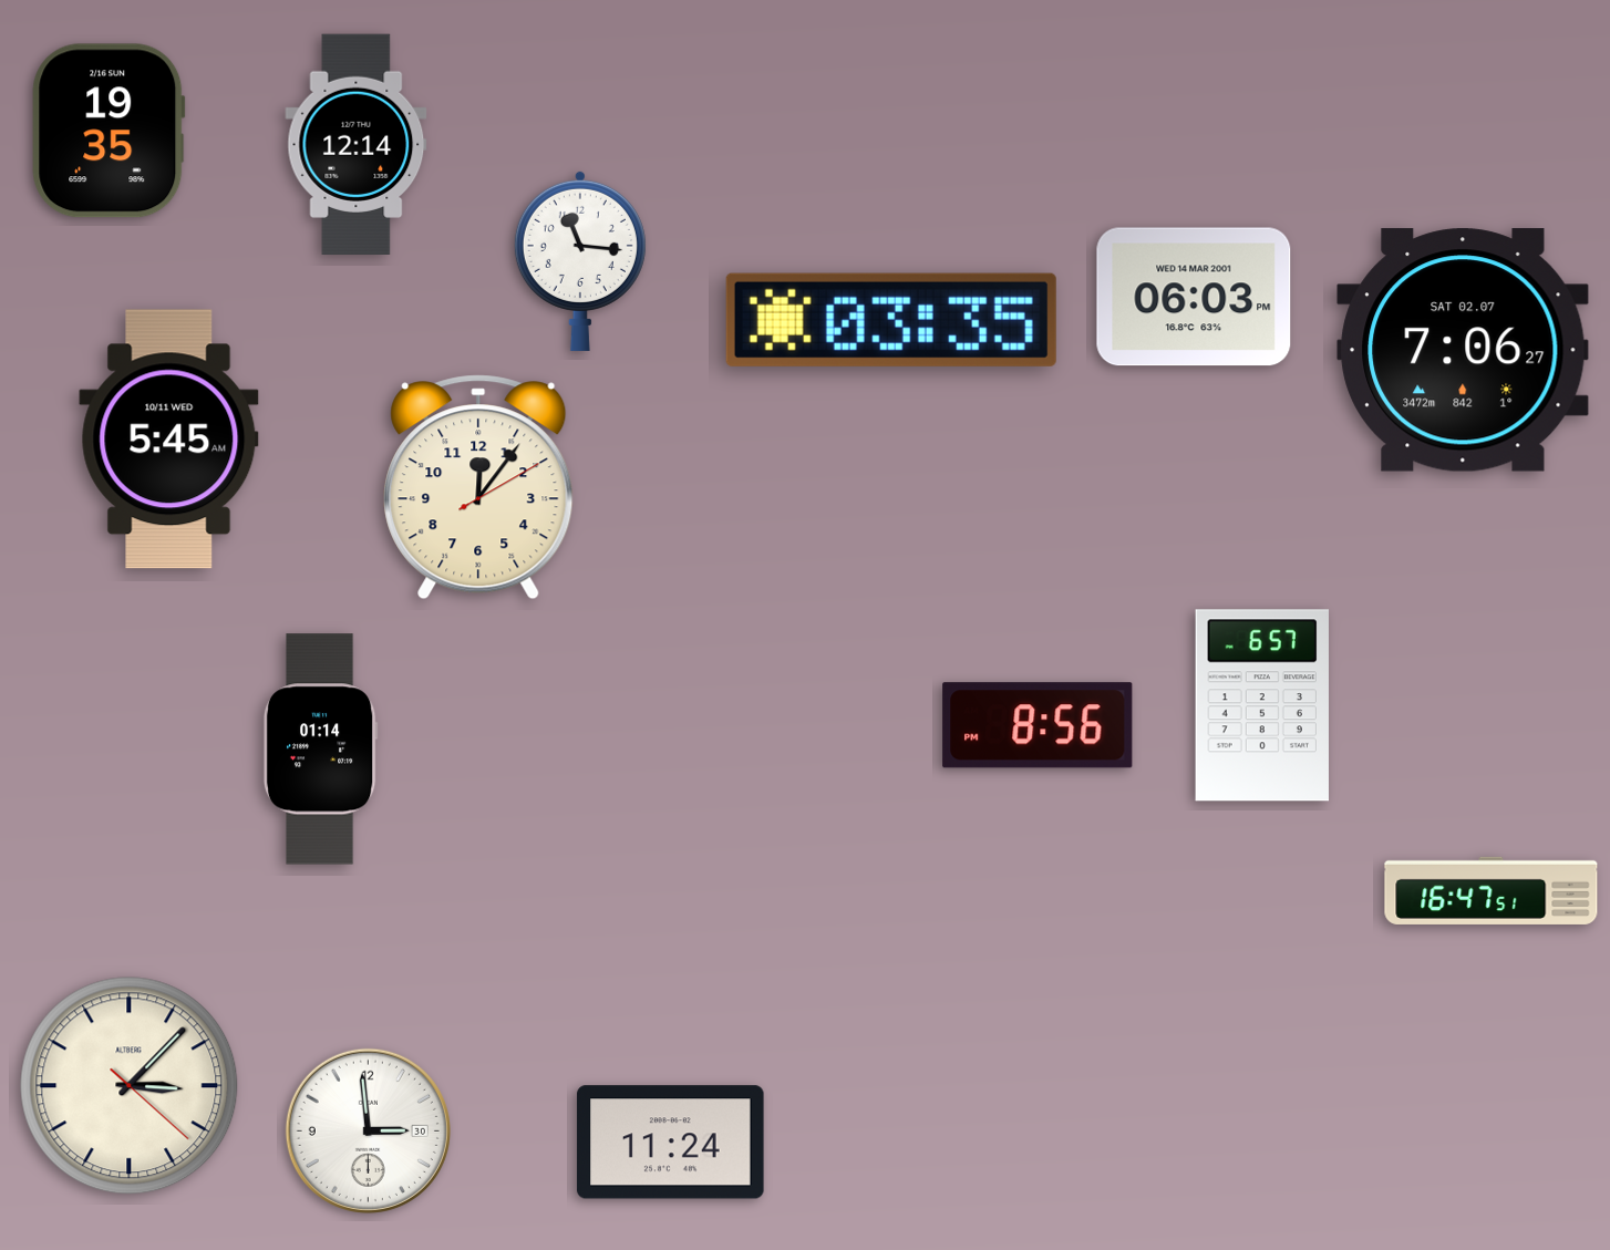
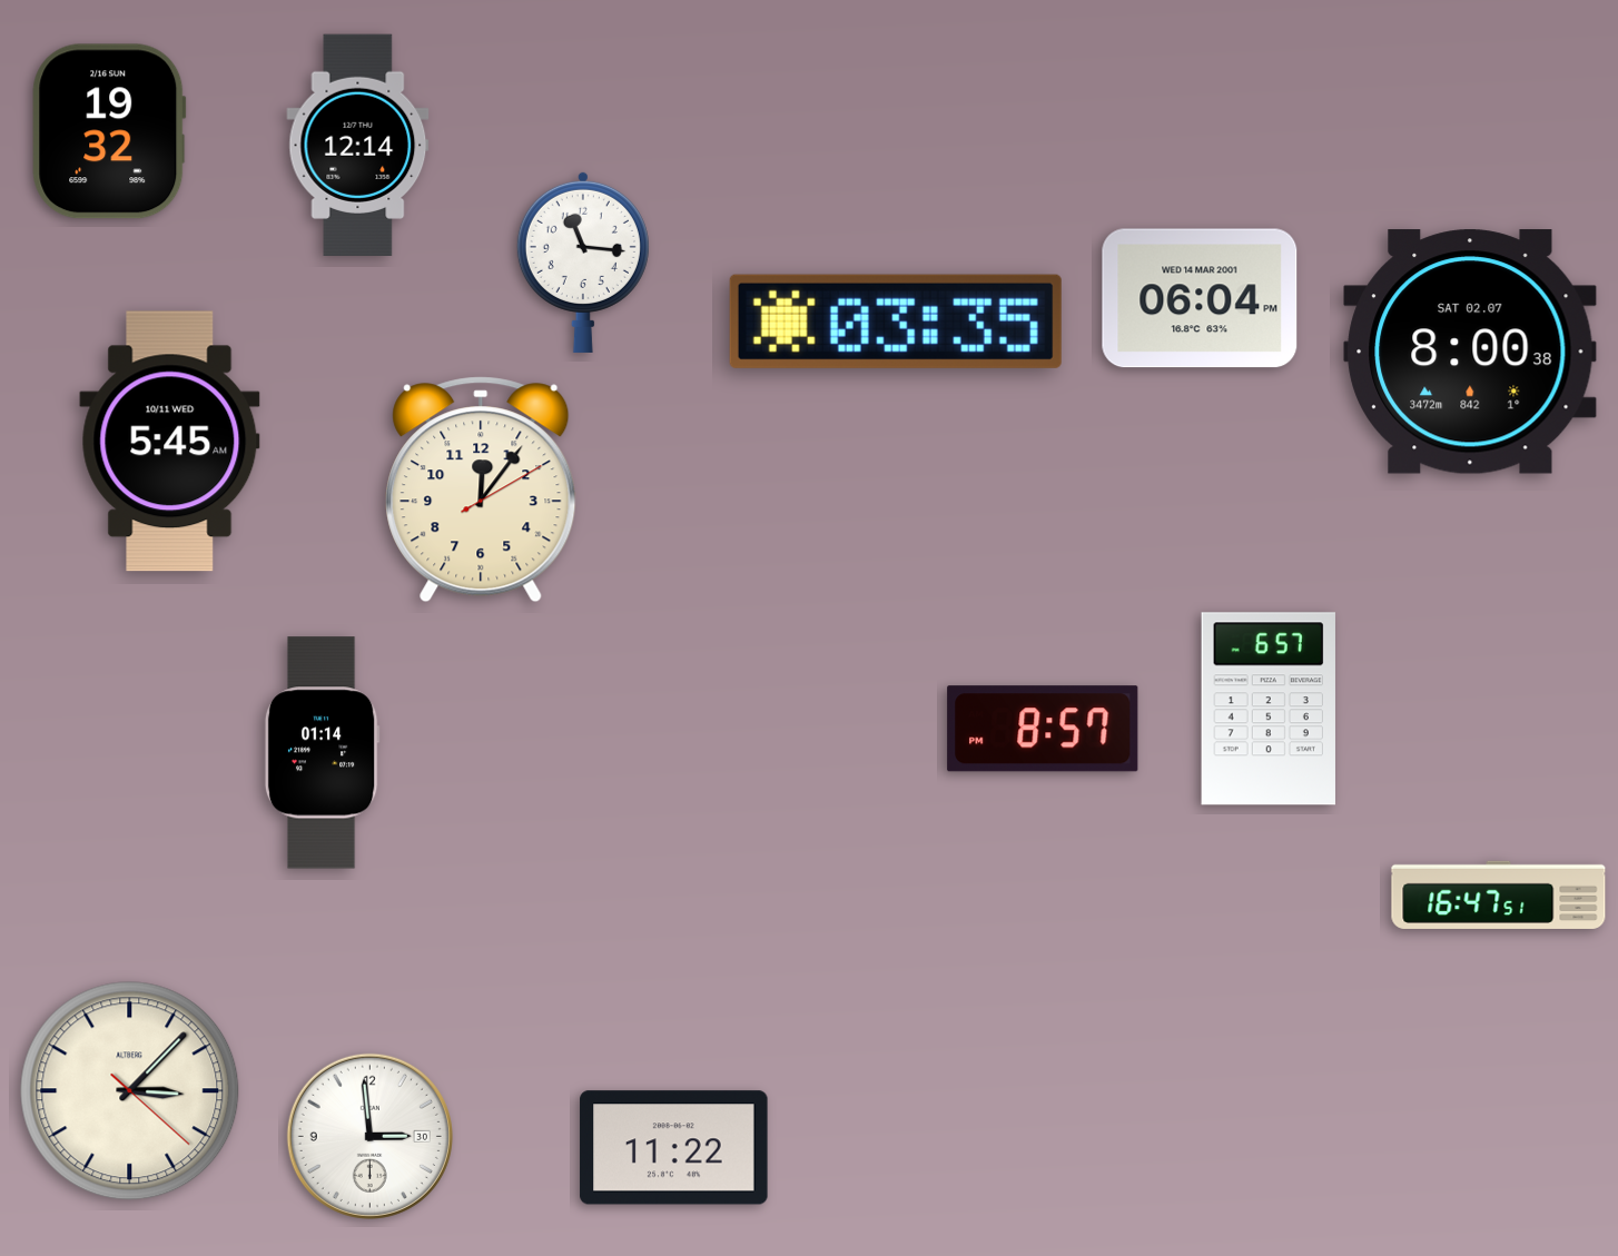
clock at (109, 131): 19:35 -> 19:32
clock at (1194, 297): 06:03 -> 06:04
clock at (1463, 350): 7:06 -> 8:00
clock at (1038, 725): 8:56 -> 8:57
clock at (671, 1143): 11:24 -> 11:22
